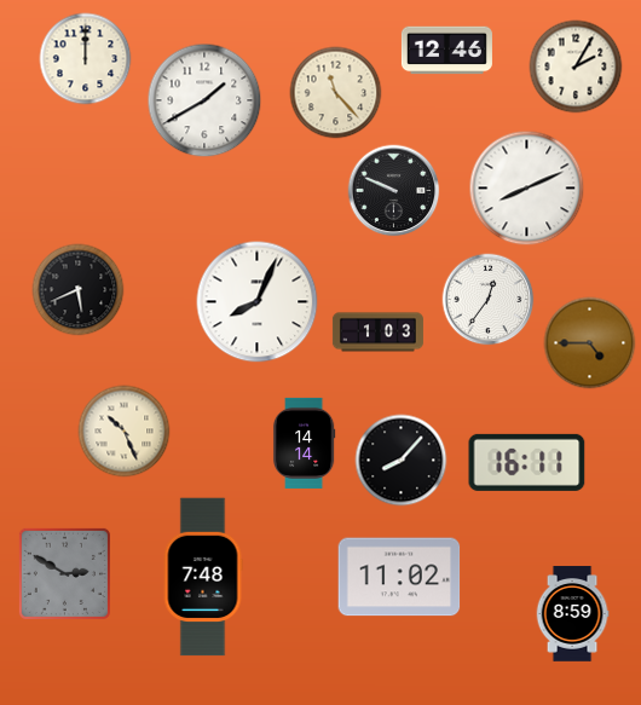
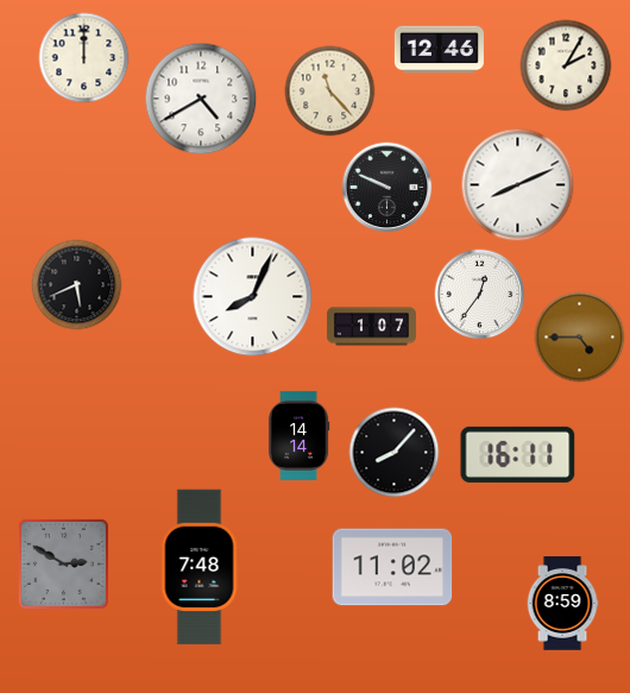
clock at (204, 100): 1:40 -> 4:40
clock at (377, 333): 1:03 -> 1:07
clock at (125, 432): 10:26 -> none
